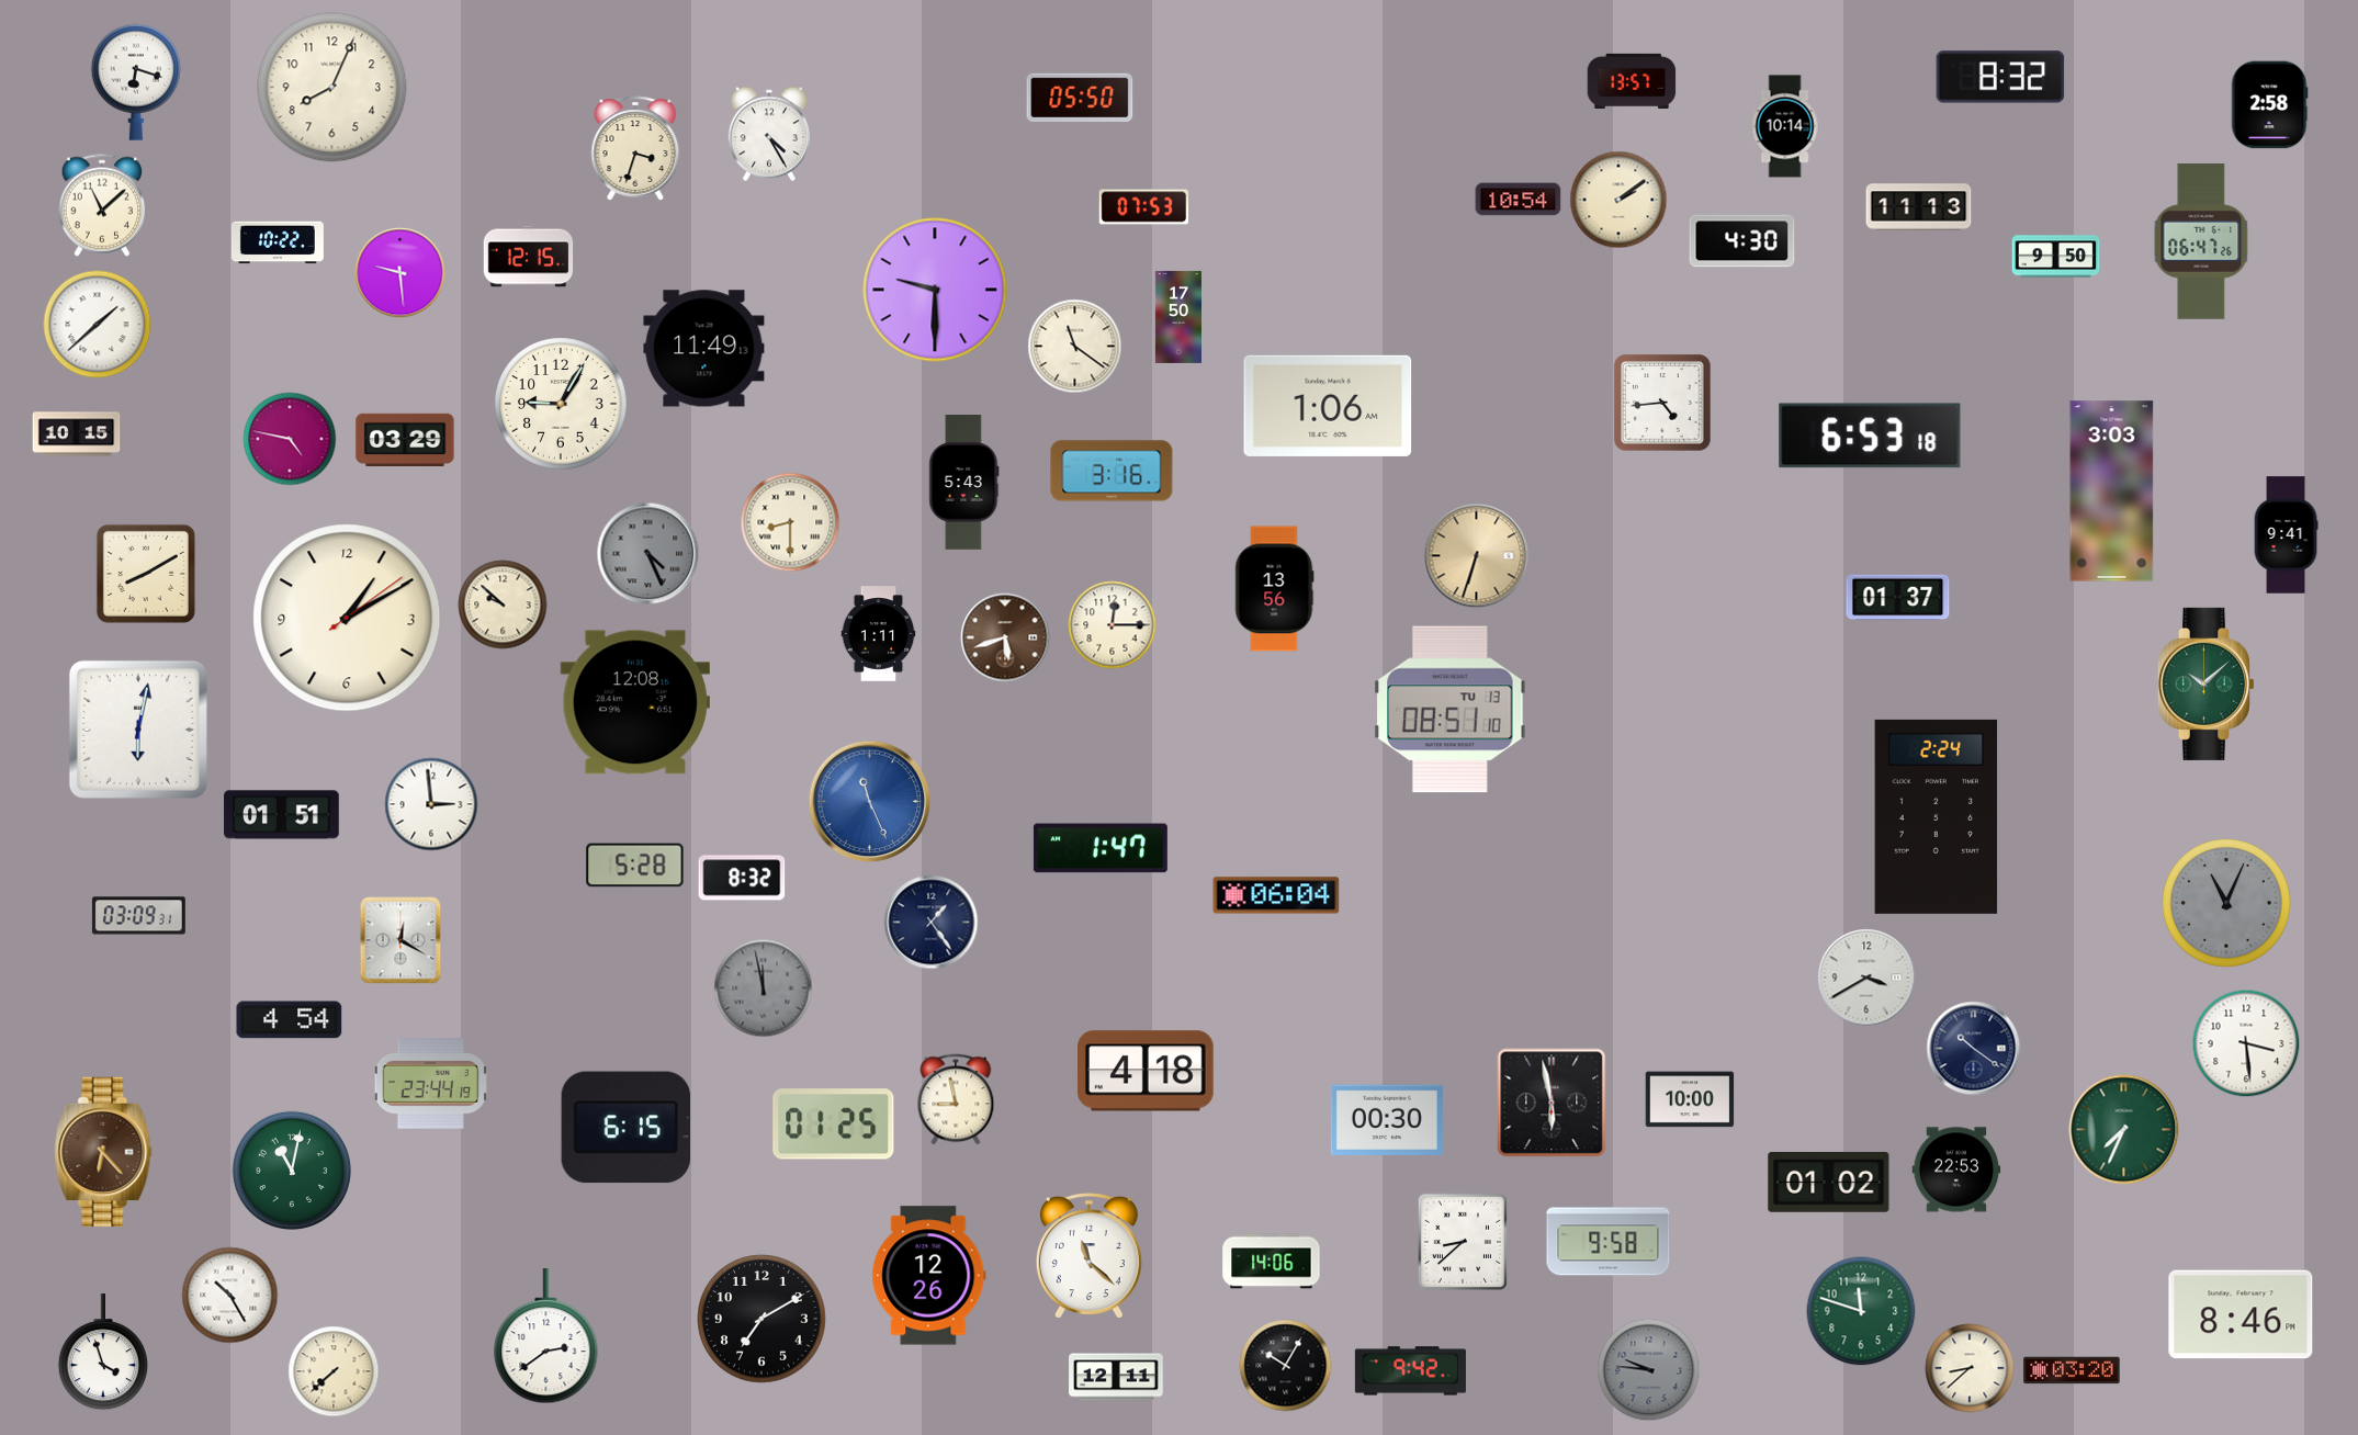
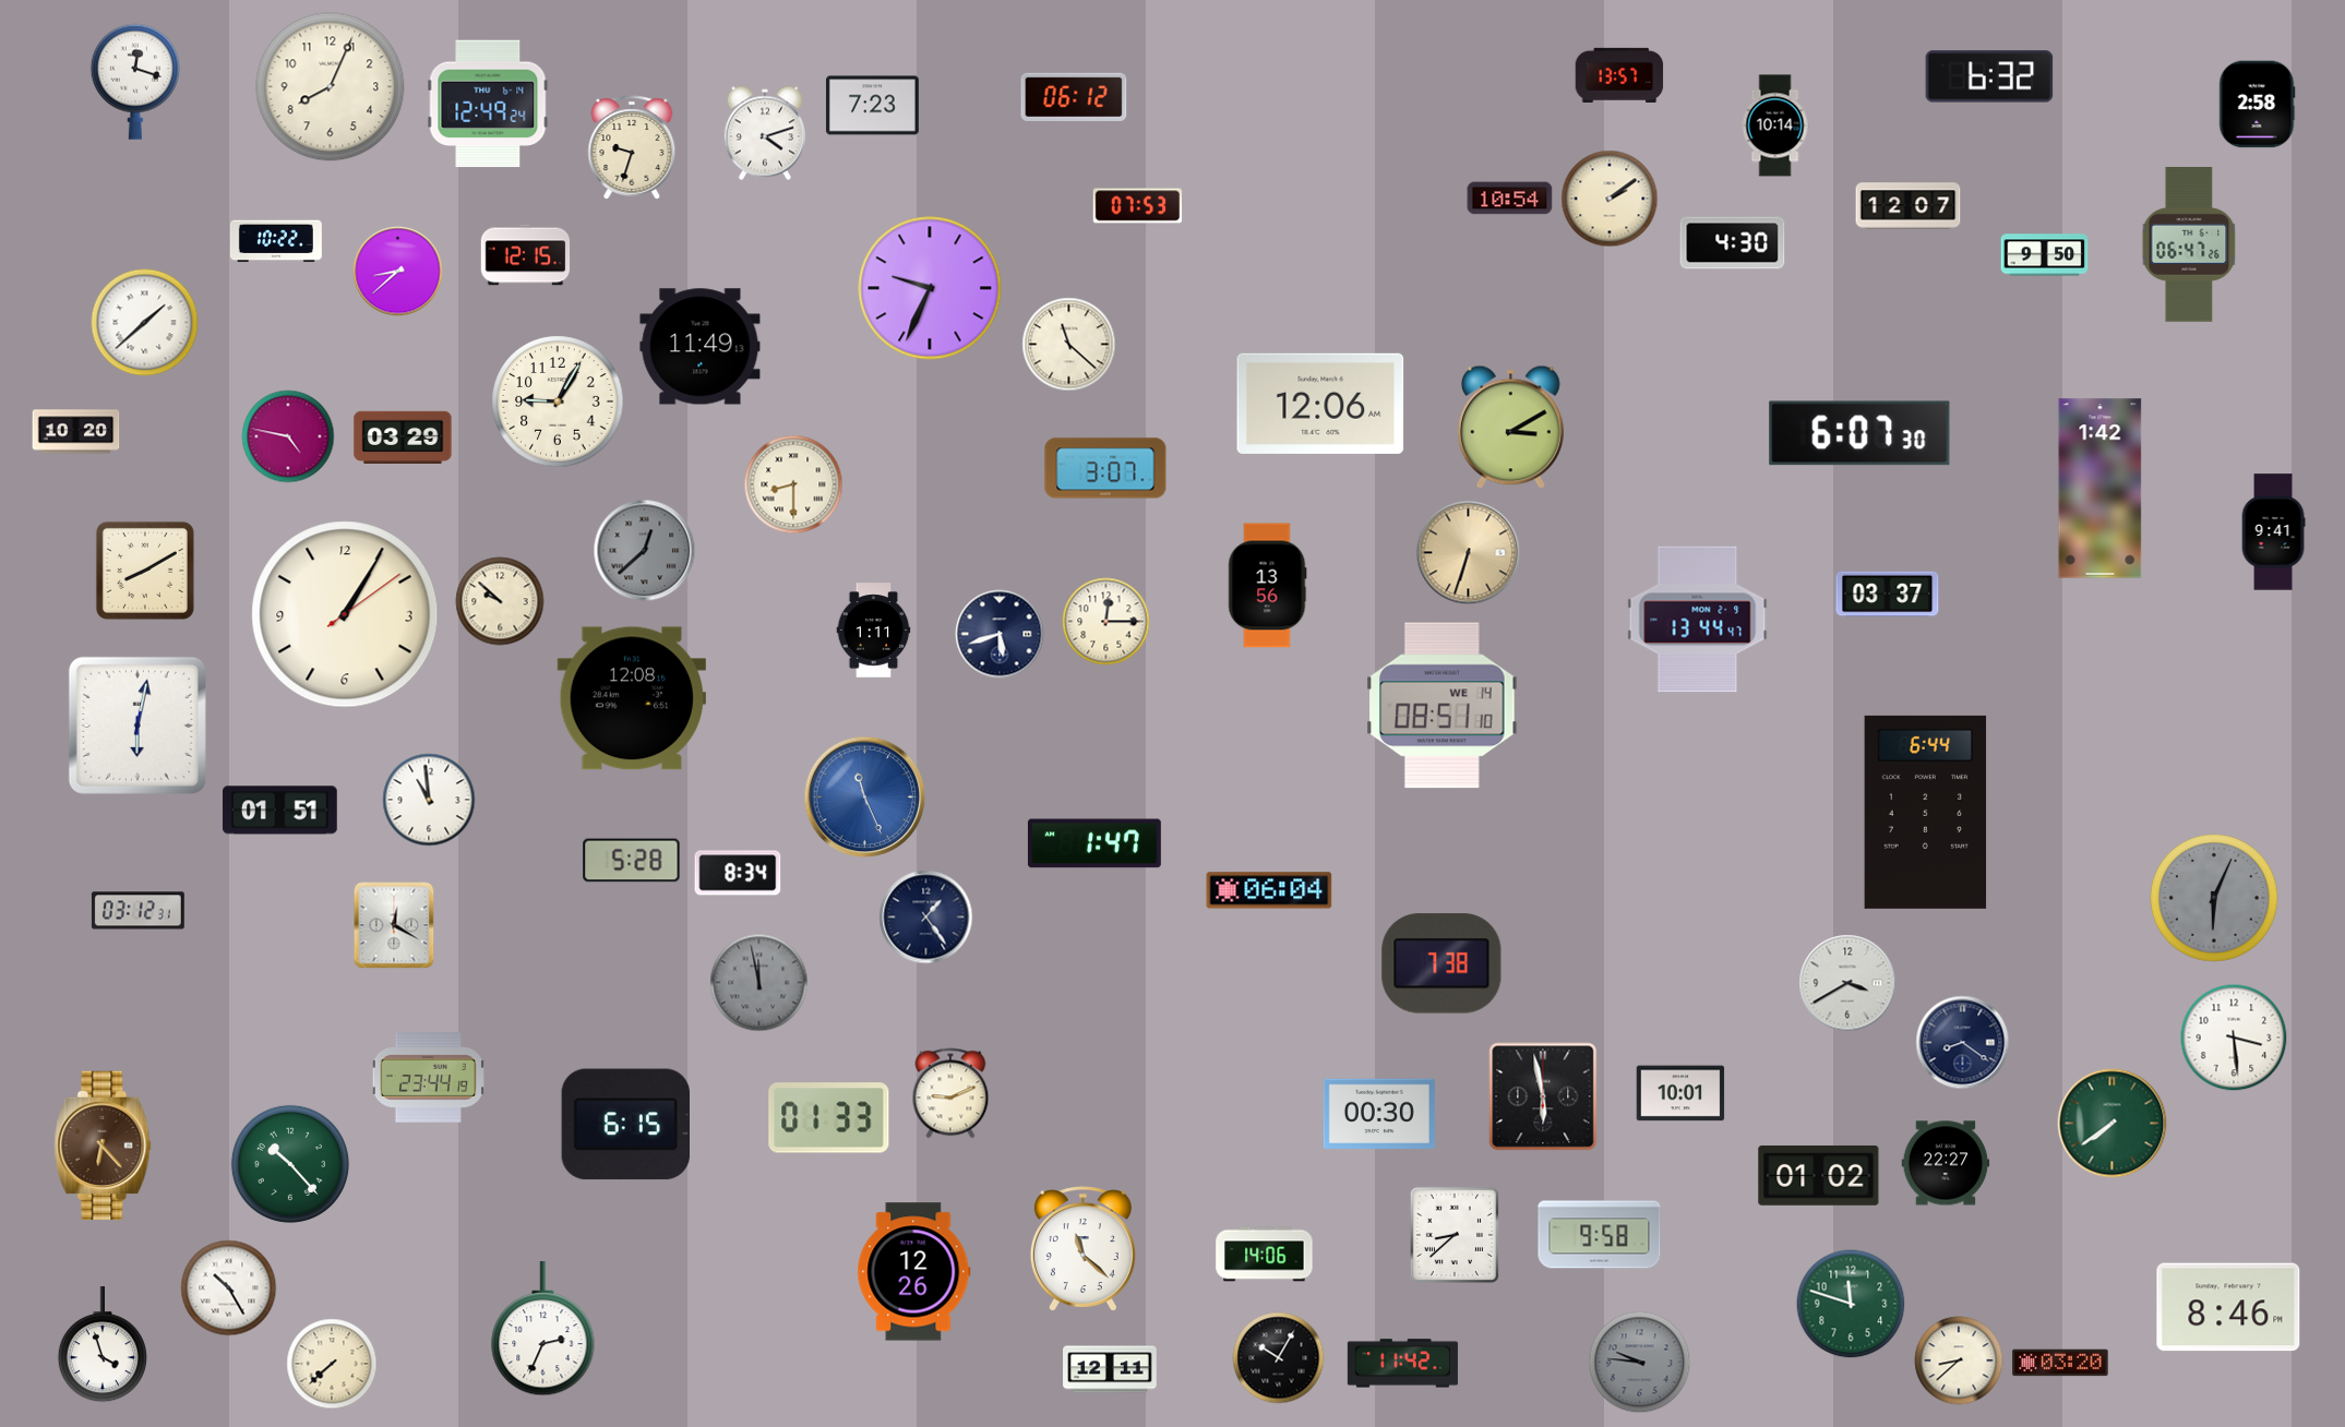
clock at (2000, 77): 8:32 -> 6:32
clock at (1632, 81) position: (1632, 81) -> (1619, 75)
clock at (136, 82): 6:18 -> 12:18
clock at (1080, 97): 05:50 -> 06:12
clock at (488, 104): none -> 12:49
clock at (872, 106): none -> 7:23
clock at (768, 134): 4:25 -> 4:12
clock at (635, 148): 3:33 -> 9:33
clock at (102, 205): 11:08 -> none
clock at (1919, 207): 11:13 -> 12:07
clock at (1742, 241) position: (1742, 241) -> (1733, 243)
clock at (2201, 242) position: (2201, 242) -> (2189, 245)
clock at (400, 273): 9:29 -> 8:38
clock at (935, 290): 9:30 -> 9:34
clock at (1177, 317): 17:50 -> none
clock at (98, 325) position: (98, 325) -> (145, 323)
clock at (1075, 347): 11:21 -> 11:22
clock at (1662, 403): 4:44 -> none
clock at (1328, 406): 1:06 -> 12:06
clock at (1511, 428): none -> 3:10
clock at (77, 434): 10:15 -> 10:20
clock at (1870, 436): 6:53 -> 6:07
clock at (1112, 471): 3:16 -> 3:07
clock at (964, 483): 5:43 -> none
clock at (2112, 491): 3:03 -> 1:42
clock at (790, 522) position: (790, 522) -> (793, 484)
clock at (648, 554): 4:26 -> 12:38
clock at (1898, 598): 01:37 -> 03:37
clock at (347, 618): 1:10 -> 1:05
clock at (1698, 620): none -> 13:44
clock at (1005, 637) dial: brown -> navy
clock at (2205, 683): 10:08 -> none
clock at (1451, 710) date: TU 13 -> WE 14
clock at (431, 804): 2:59 -> 10:59
clock at (1937, 816): 2:24 -> 6:44
clock at (742, 878): 8:32 -> 8:34
clock at (2226, 903): 11:04 -> 6:04
clock at (138, 916): 03:09 -> 03:12
clock at (400, 940) position: (400, 940) -> (394, 925)
clock at (1441, 963): none -> 7:38
clock at (1866, 978) position: (1866, 978) -> (1847, 983)
clock at (290, 1020): 4:54 -> none
clock at (1974, 1049): 10:21 -> 8:21
clock at (1147, 1071): 4:18 -> none
clock at (956, 1099): 8:58 -> 9:11
clock at (1690, 1099): 10:00 -> 10:01
clock at (834, 1125): 01:25 -> 01:33
clock at (625, 1128) position: (625, 1128) -> (625, 1125)
clock at (2124, 1130): 7:34 -> 7:39
clock at (1956, 1170): 22:53 -> 22:27
clock at (292, 1171): 11:02 -> 10:23
clock at (929, 1276) position: (929, 1276) -> (914, 1272)
clock at (761, 1319): 7:10 -> none
clock at (546, 1336): 2:39 -> 2:34
clock at (1410, 1371): 9:42 -> 11:42
